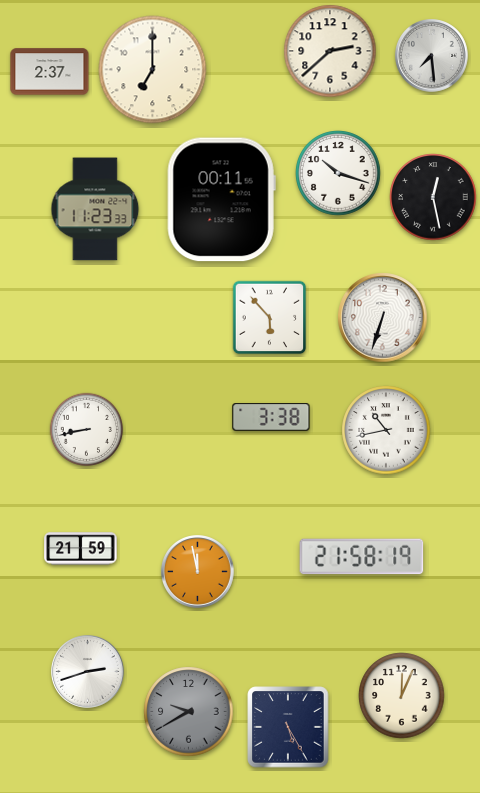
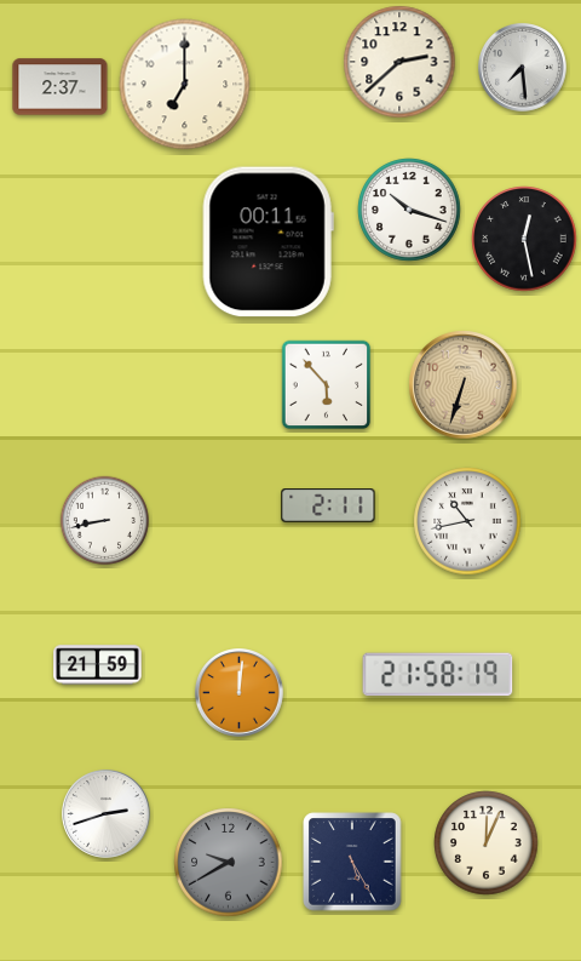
clock at (95, 209): 11:23 -> none
clock at (383, 318) dial: white -> champagne
clock at (271, 417): 3:38 -> 2:11
clock at (198, 572): 11:58 -> 12:01
clock at (288, 727) position: (288, 727) -> (352, 862)
